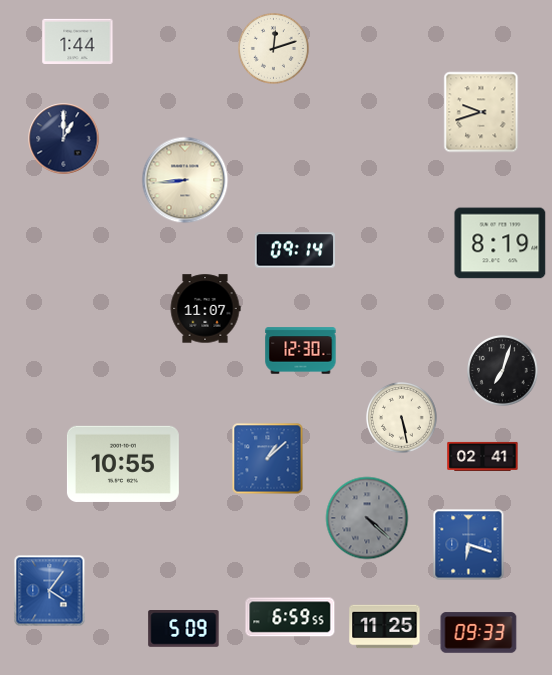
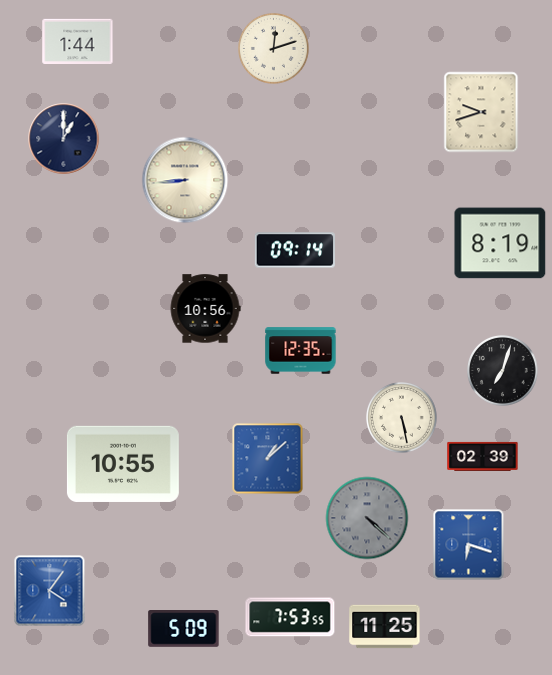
clock at (205, 309): 11:07 -> 10:56
clock at (301, 351): 12:30 -> 12:35
clock at (483, 456): 02:41 -> 02:39
clock at (290, 617): 6:59 -> 7:53
clock at (479, 633): 09:33 -> none
